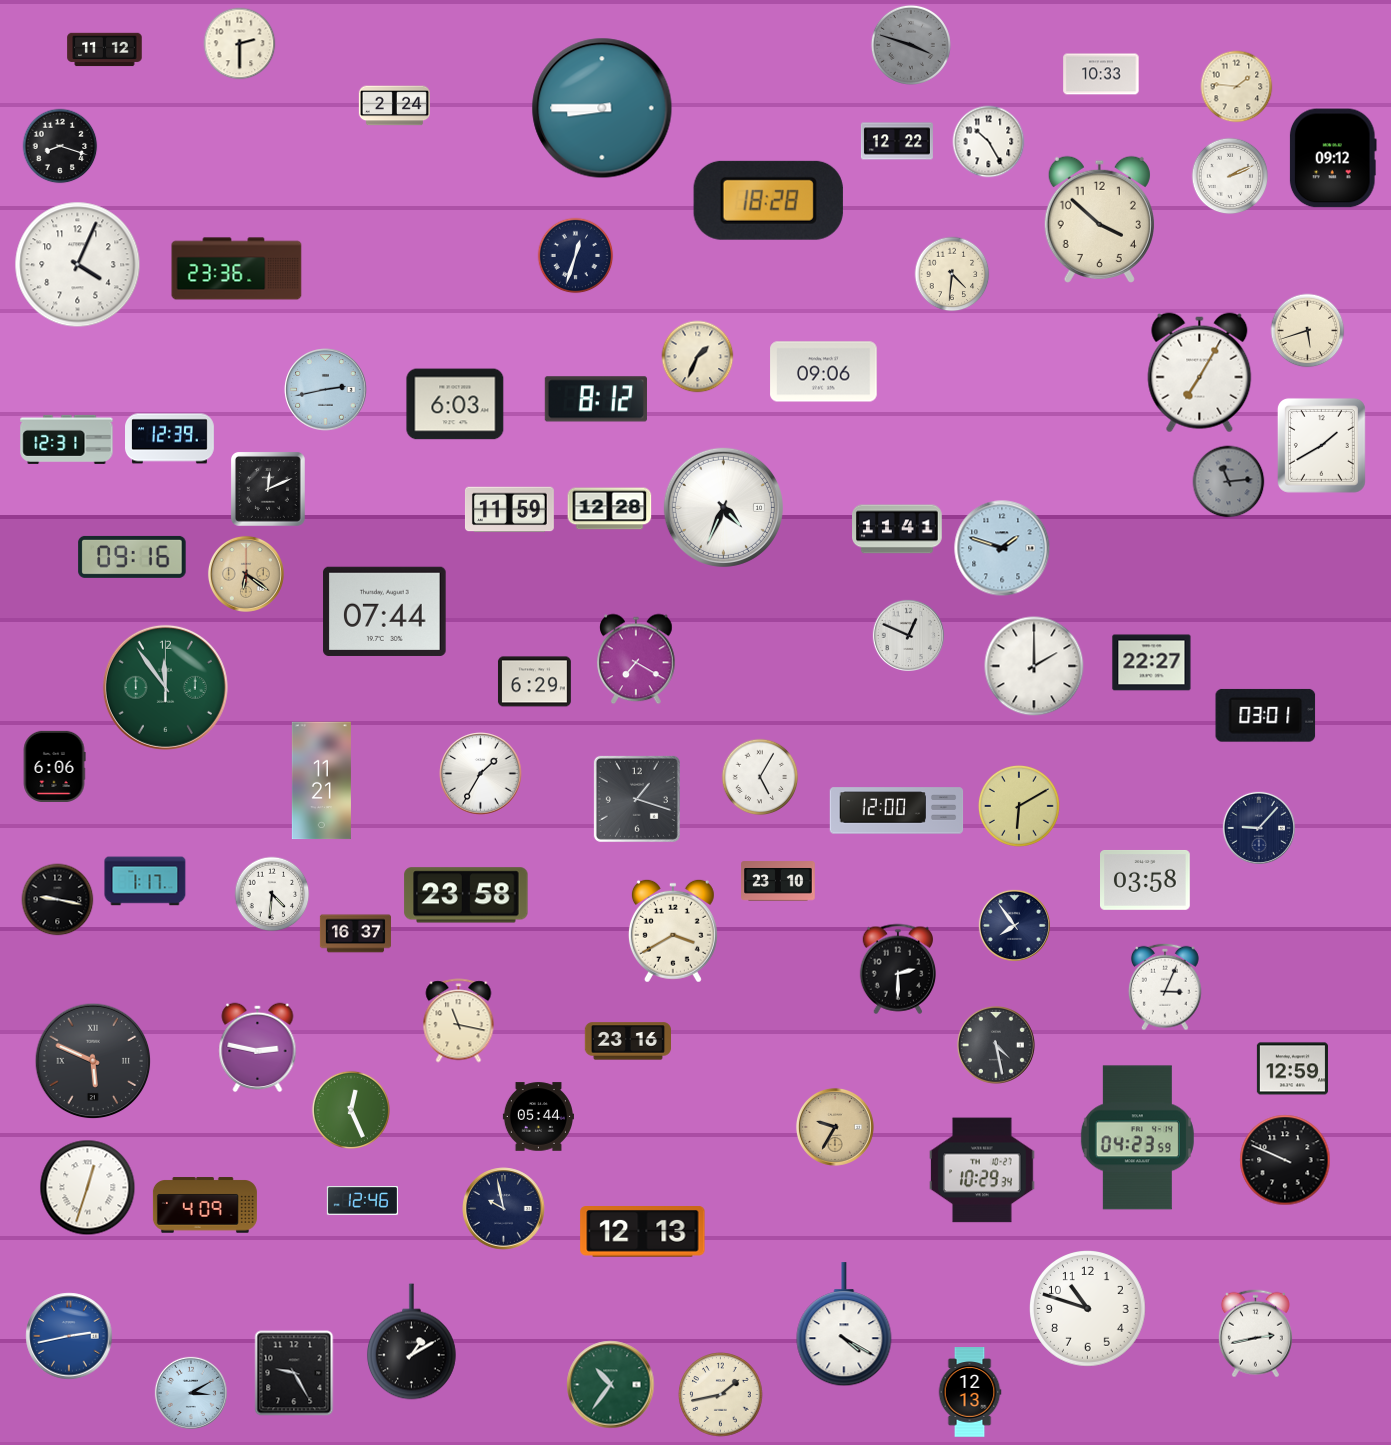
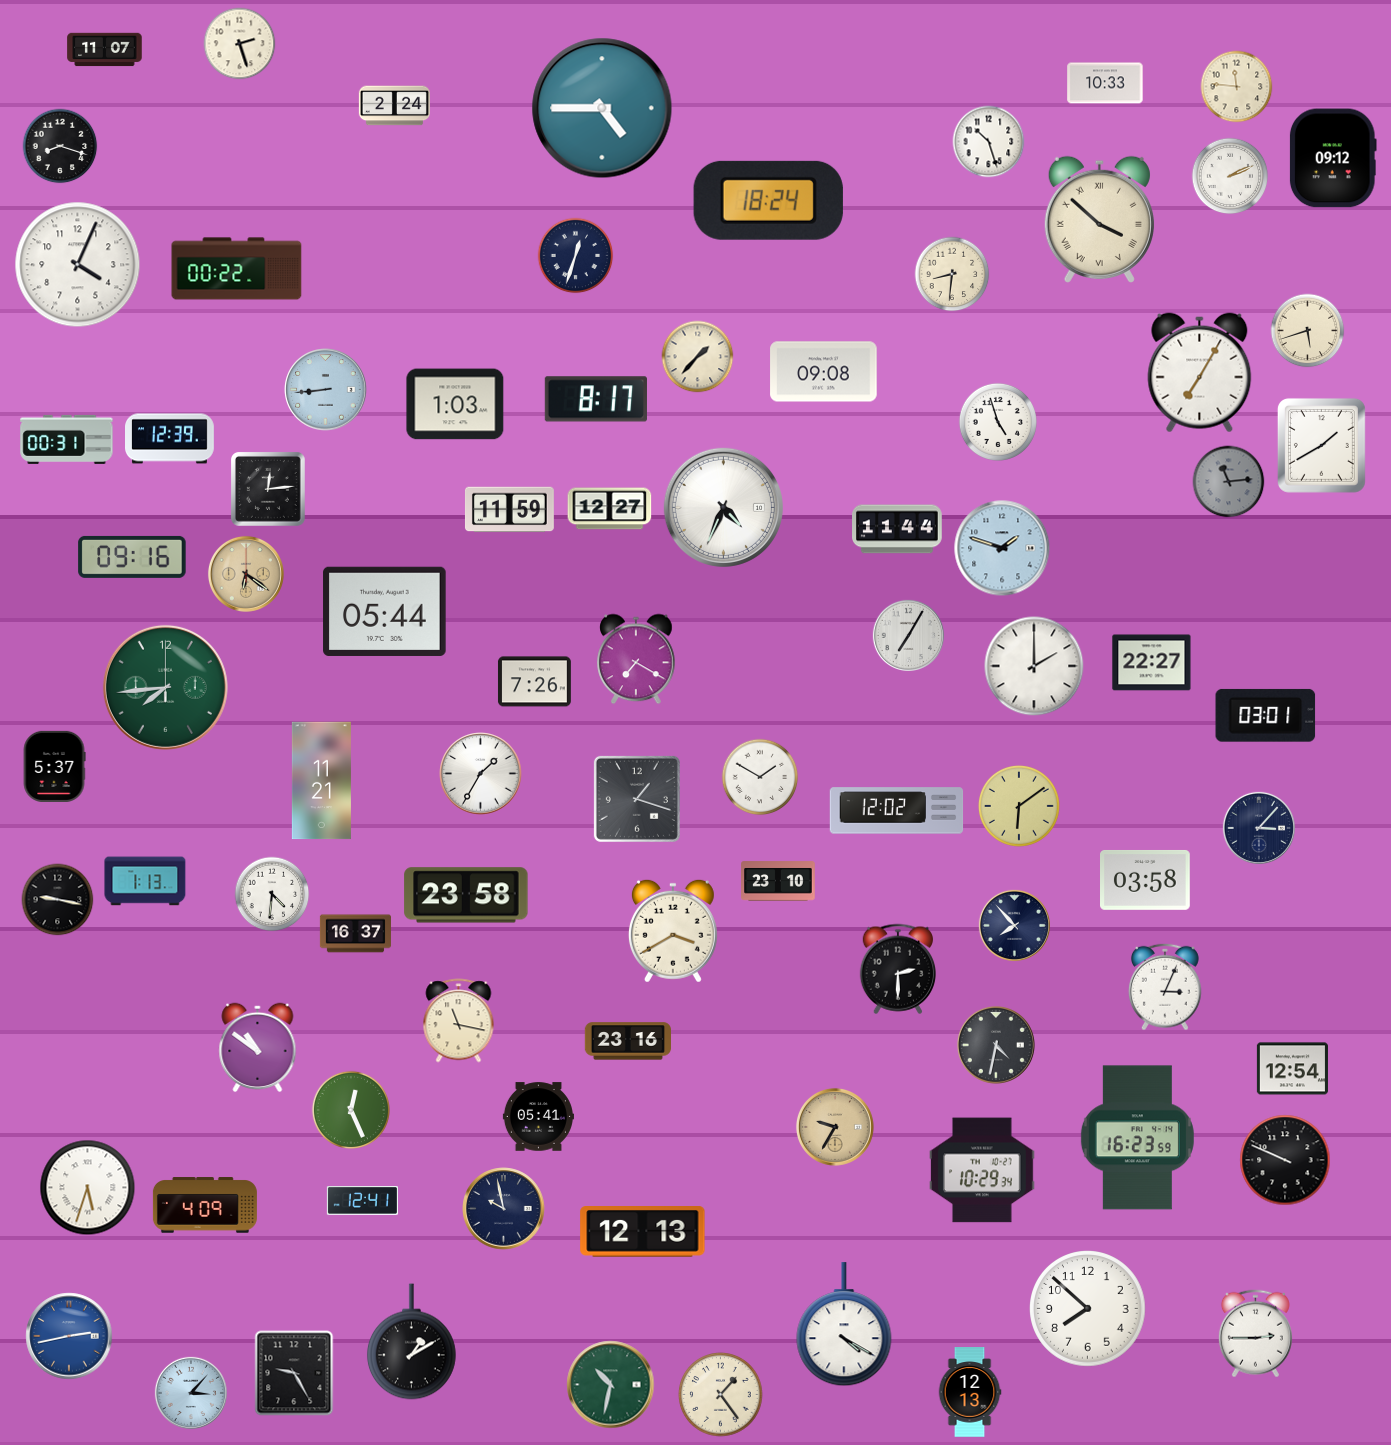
clock at (240, 44): 2:30 -> 2:27
clock at (911, 45): 3:48 -> none
clock at (105, 50): 11:12 -> 11:07
clock at (1101, 74) position: (1101, 74) -> (1105, 83)
clock at (1237, 87): 1:46 -> 11:46
clock at (602, 108): 8:45 -> 4:45
clock at (897, 141): 12:22 -> none
clock at (989, 142): 10:25 -> 10:27
clock at (768, 200): 18:28 -> 18:24
clock at (1099, 219) numerals: Arabic -> Roman
clock at (237, 269): 23:36 -> 00:22
clock at (952, 274): 4:31 -> 8:31
clock at (698, 357): 1:34 -> 1:37
clock at (824, 372): 09:06 -> 09:08
clock at (326, 390): 2:43 -> 8:44
clock at (596, 399): 8:12 -> 8:17
clock at (455, 404): 6:03 -> 1:03
clock at (998, 422): none -> 4:57
clock at (67, 439): 12:31 -> 00:31
clock at (268, 489): 12:11 -> 12:14
clock at (610, 509): 12:28 -> 12:27
clock at (897, 529): 11:41 -> 11:44
clock at (385, 611): 07:44 -> 05:44
clock at (908, 635): 12:49 -> 7:05
clock at (534, 682): 6:29 -> 7:26
clock at (165, 687): 11:54 -> 7:44
clock at (54, 766): 6:06 -> 5:37
clock at (760, 777): 5:05 -> 1:50
clock at (1019, 806): 6:10 -> 6:09
clock at (897, 811): 12:00 -> 12:02
clock at (1259, 828): 9:07 -> 3:07
clock at (145, 881): 1:17 -> 1:13
clock at (1014, 925): 7:54 -> 7:53
clock at (996, 1045): 4:28 -> 4:32
clock at (258, 1048): 2:47 -> 10:51
clock at (93, 1061): 5:49 -> none
clock at (1292, 1069): 12:59 -> 12:54
clock at (538, 1117): 05:44 -> 05:41
clock at (1137, 1138): 04:23 -> 16:23
clock at (88, 1188): 12:33 -> 5:33
clock at (362, 1201): 12:46 -> 12:41
clock at (1088, 1309): 10:48 -> 7:52
clock at (1255, 1334): 2:43 -> 2:45
clock at (611, 1385): 10:36 -> 10:32
clock at (191, 1393): 3:10 -> 3:07
clock at (721, 1395): 1:43 -> 1:24
